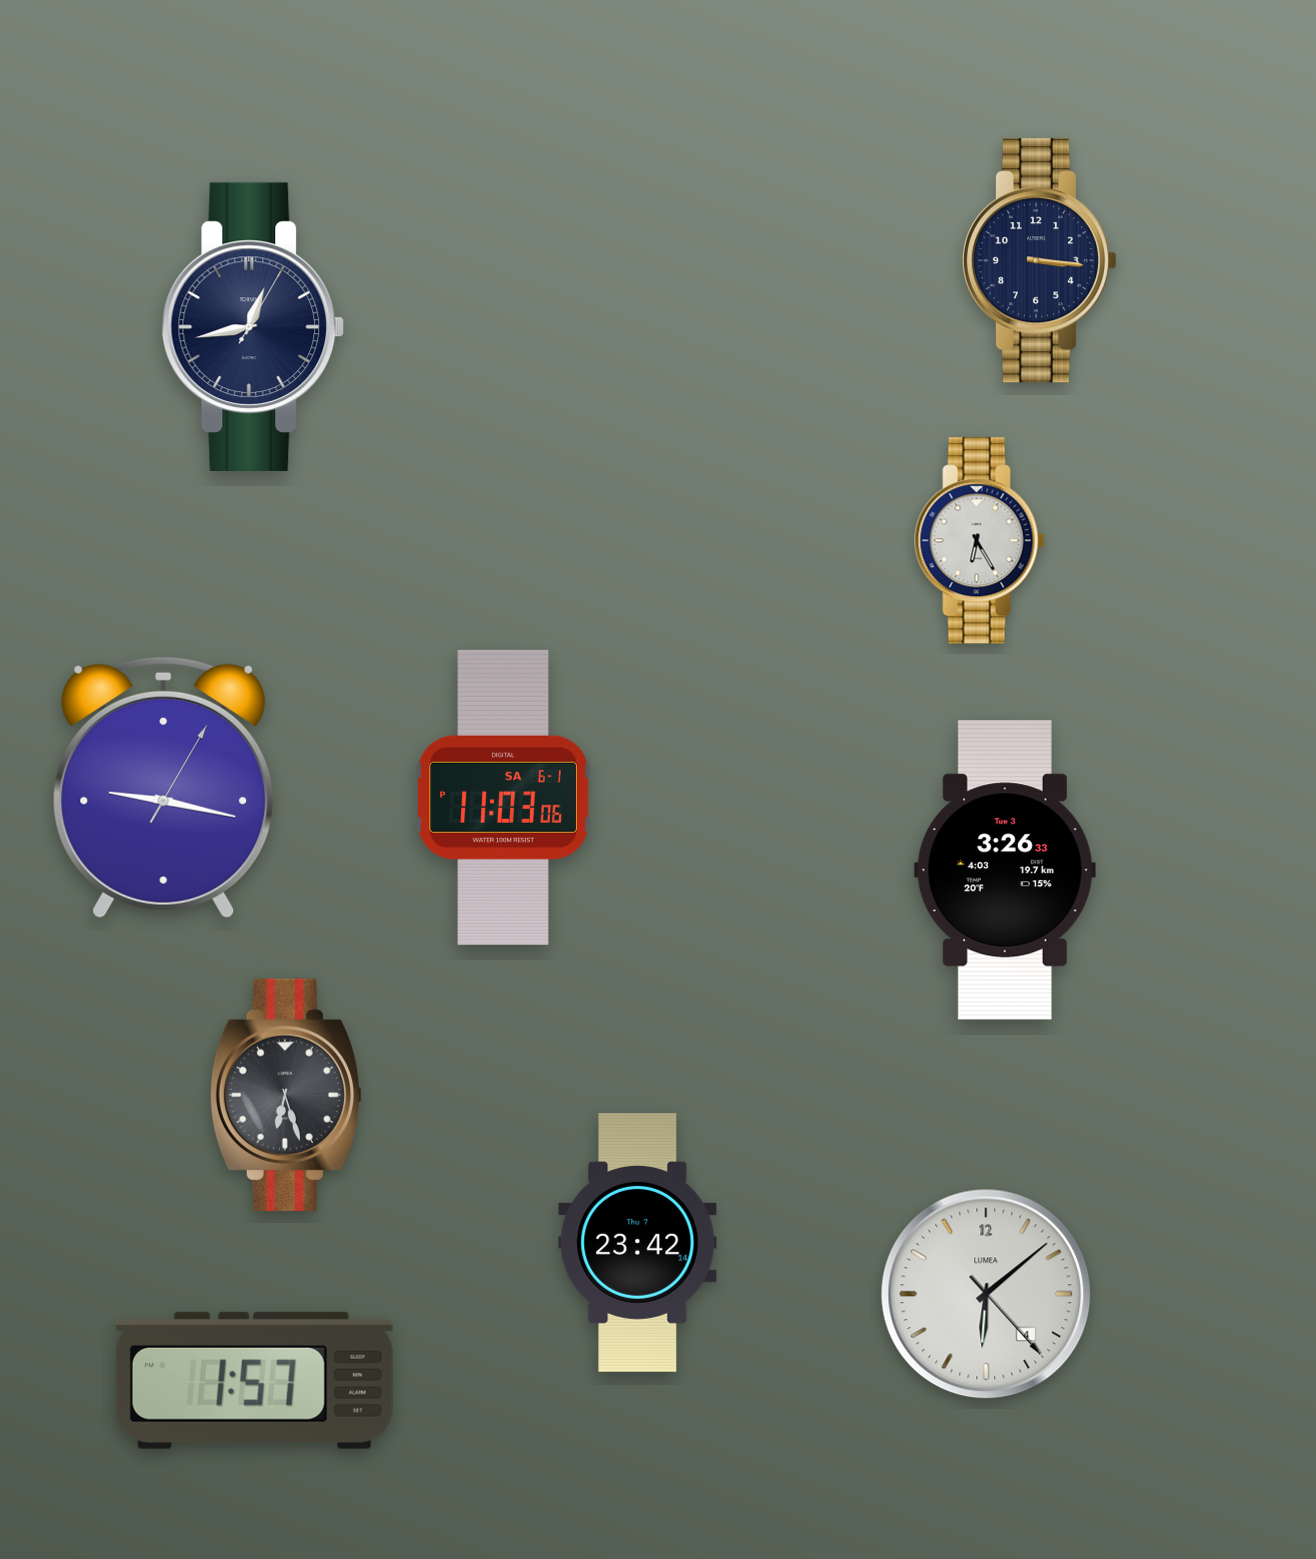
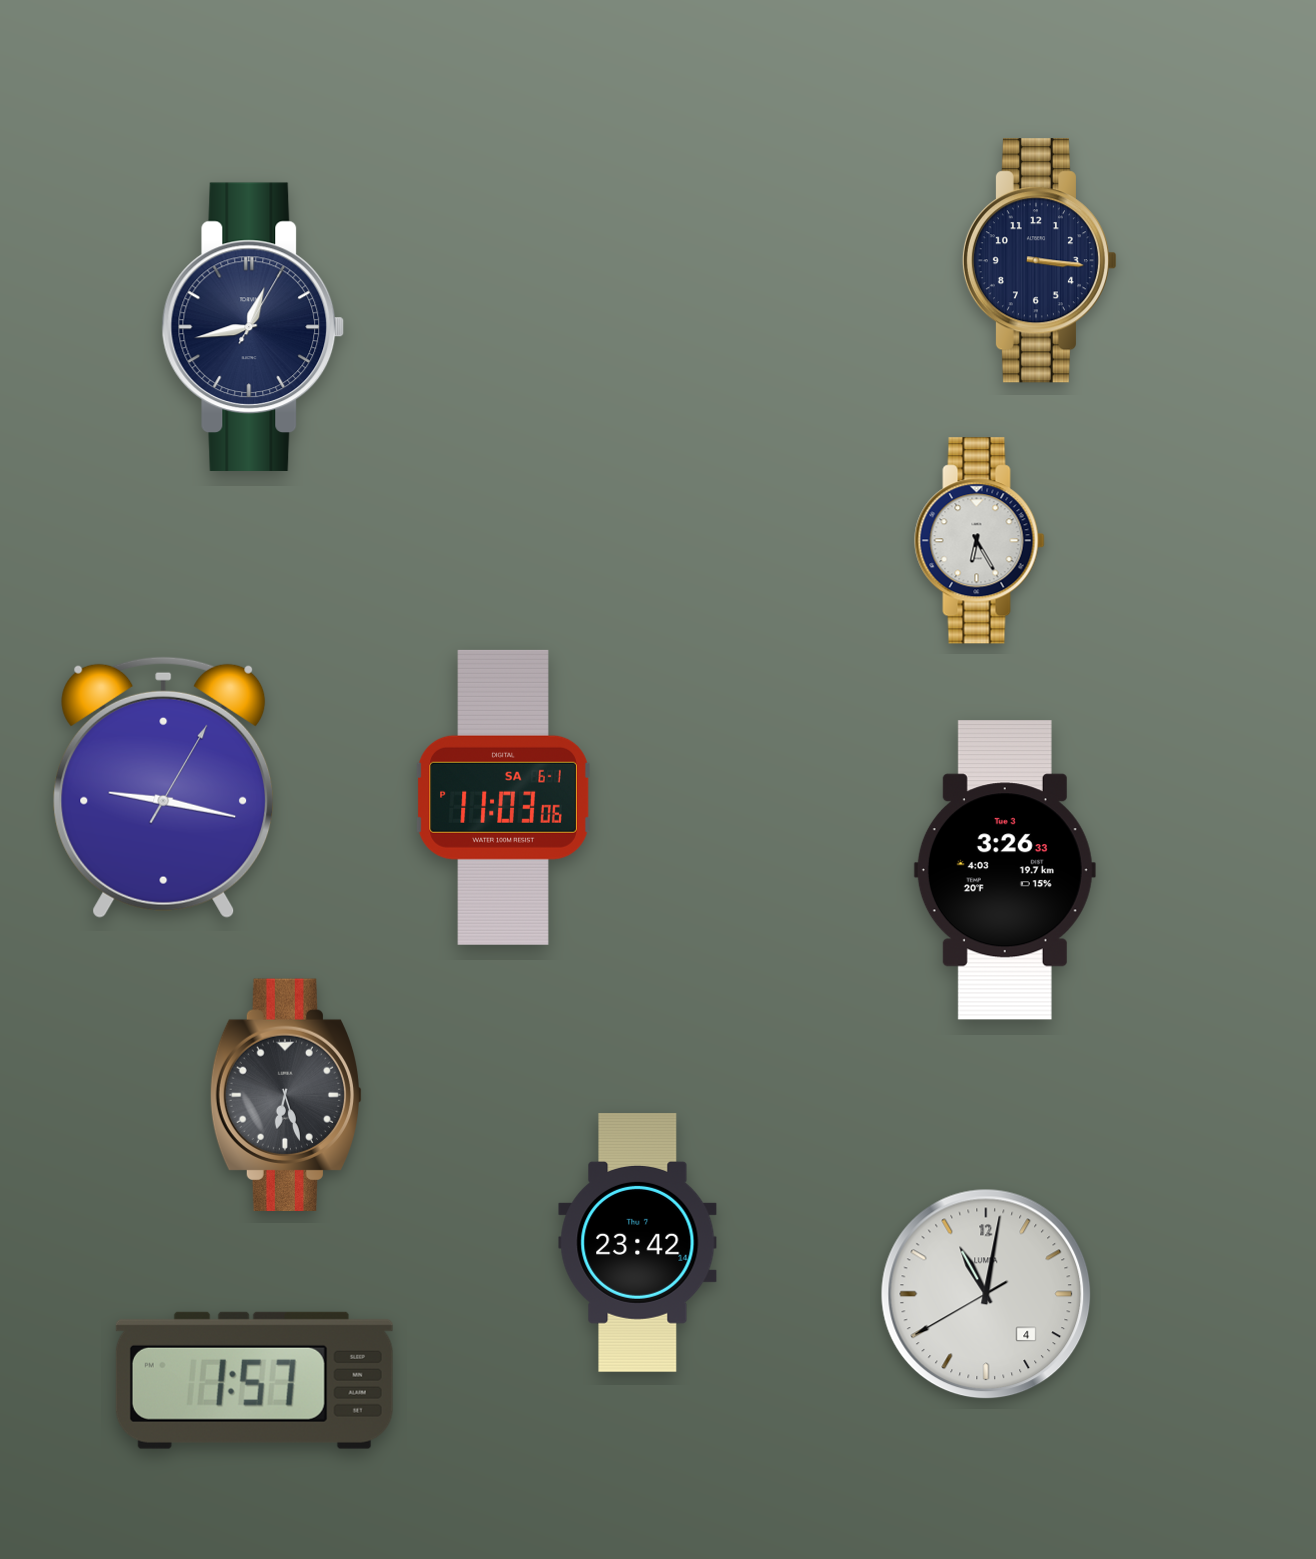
clock at (986, 1294): 6:08 -> 11:01
